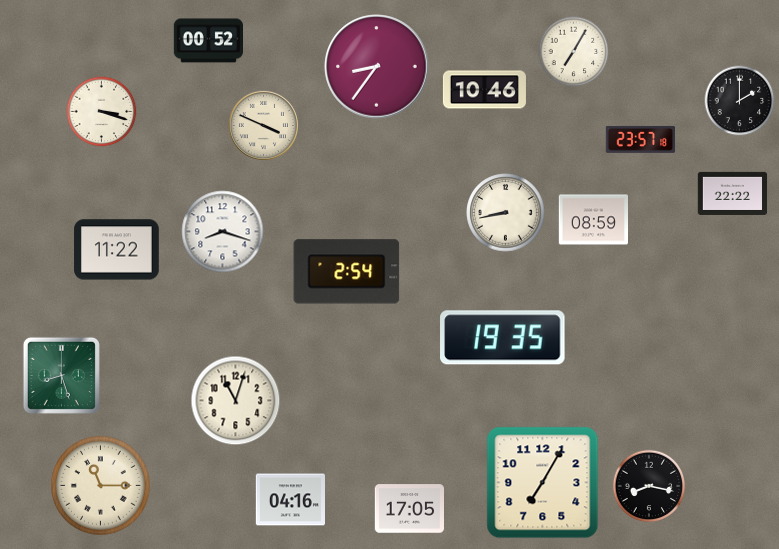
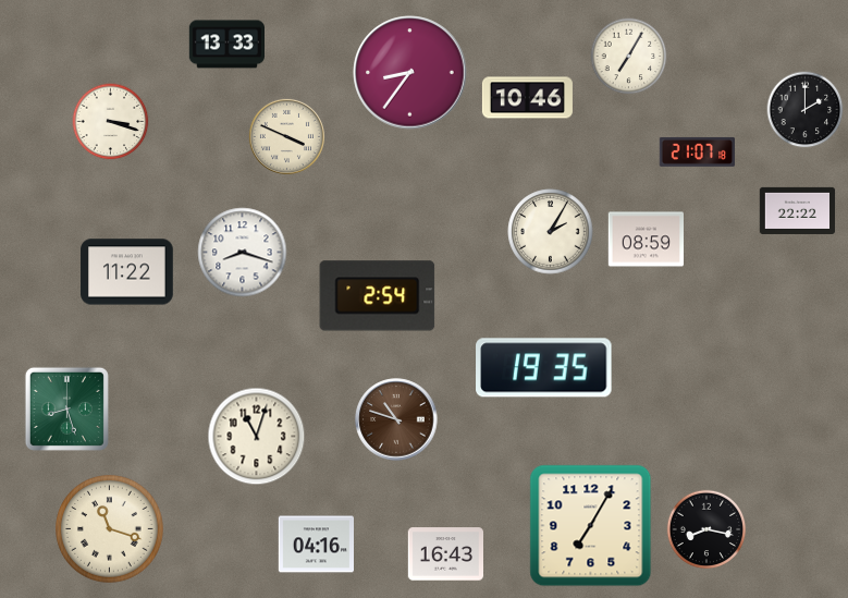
clock at (208, 41): 00:52 -> 13:33
clock at (574, 52) position: (574, 52) -> (629, 57)
clock at (640, 139): 23:57 -> 21:07
clock at (506, 213): 8:43 -> 2:05
clock at (503, 338) position: (503, 338) -> (544, 368)
clock at (396, 419): none -> 10:48
clock at (101, 486): 11:15 -> 11:18
clock at (409, 509): 17:05 -> 16:43
